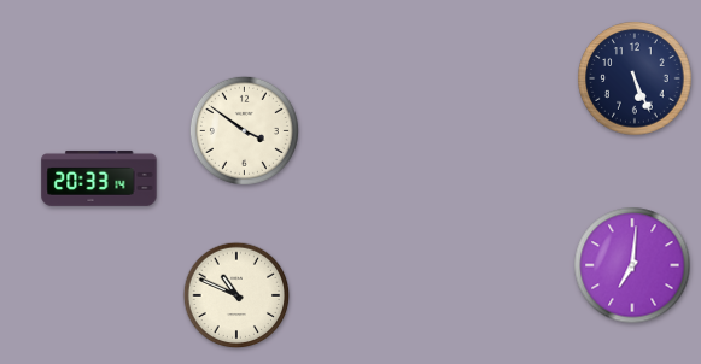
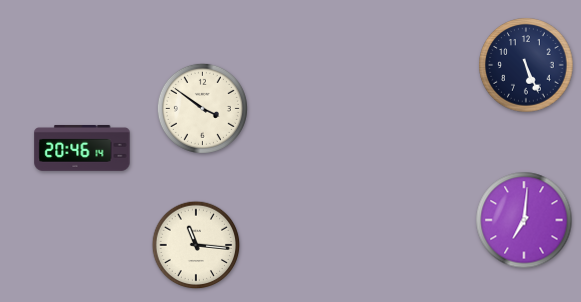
clock at (99, 178): 20:33 -> 20:46
clock at (236, 295): 10:49 -> 11:16
